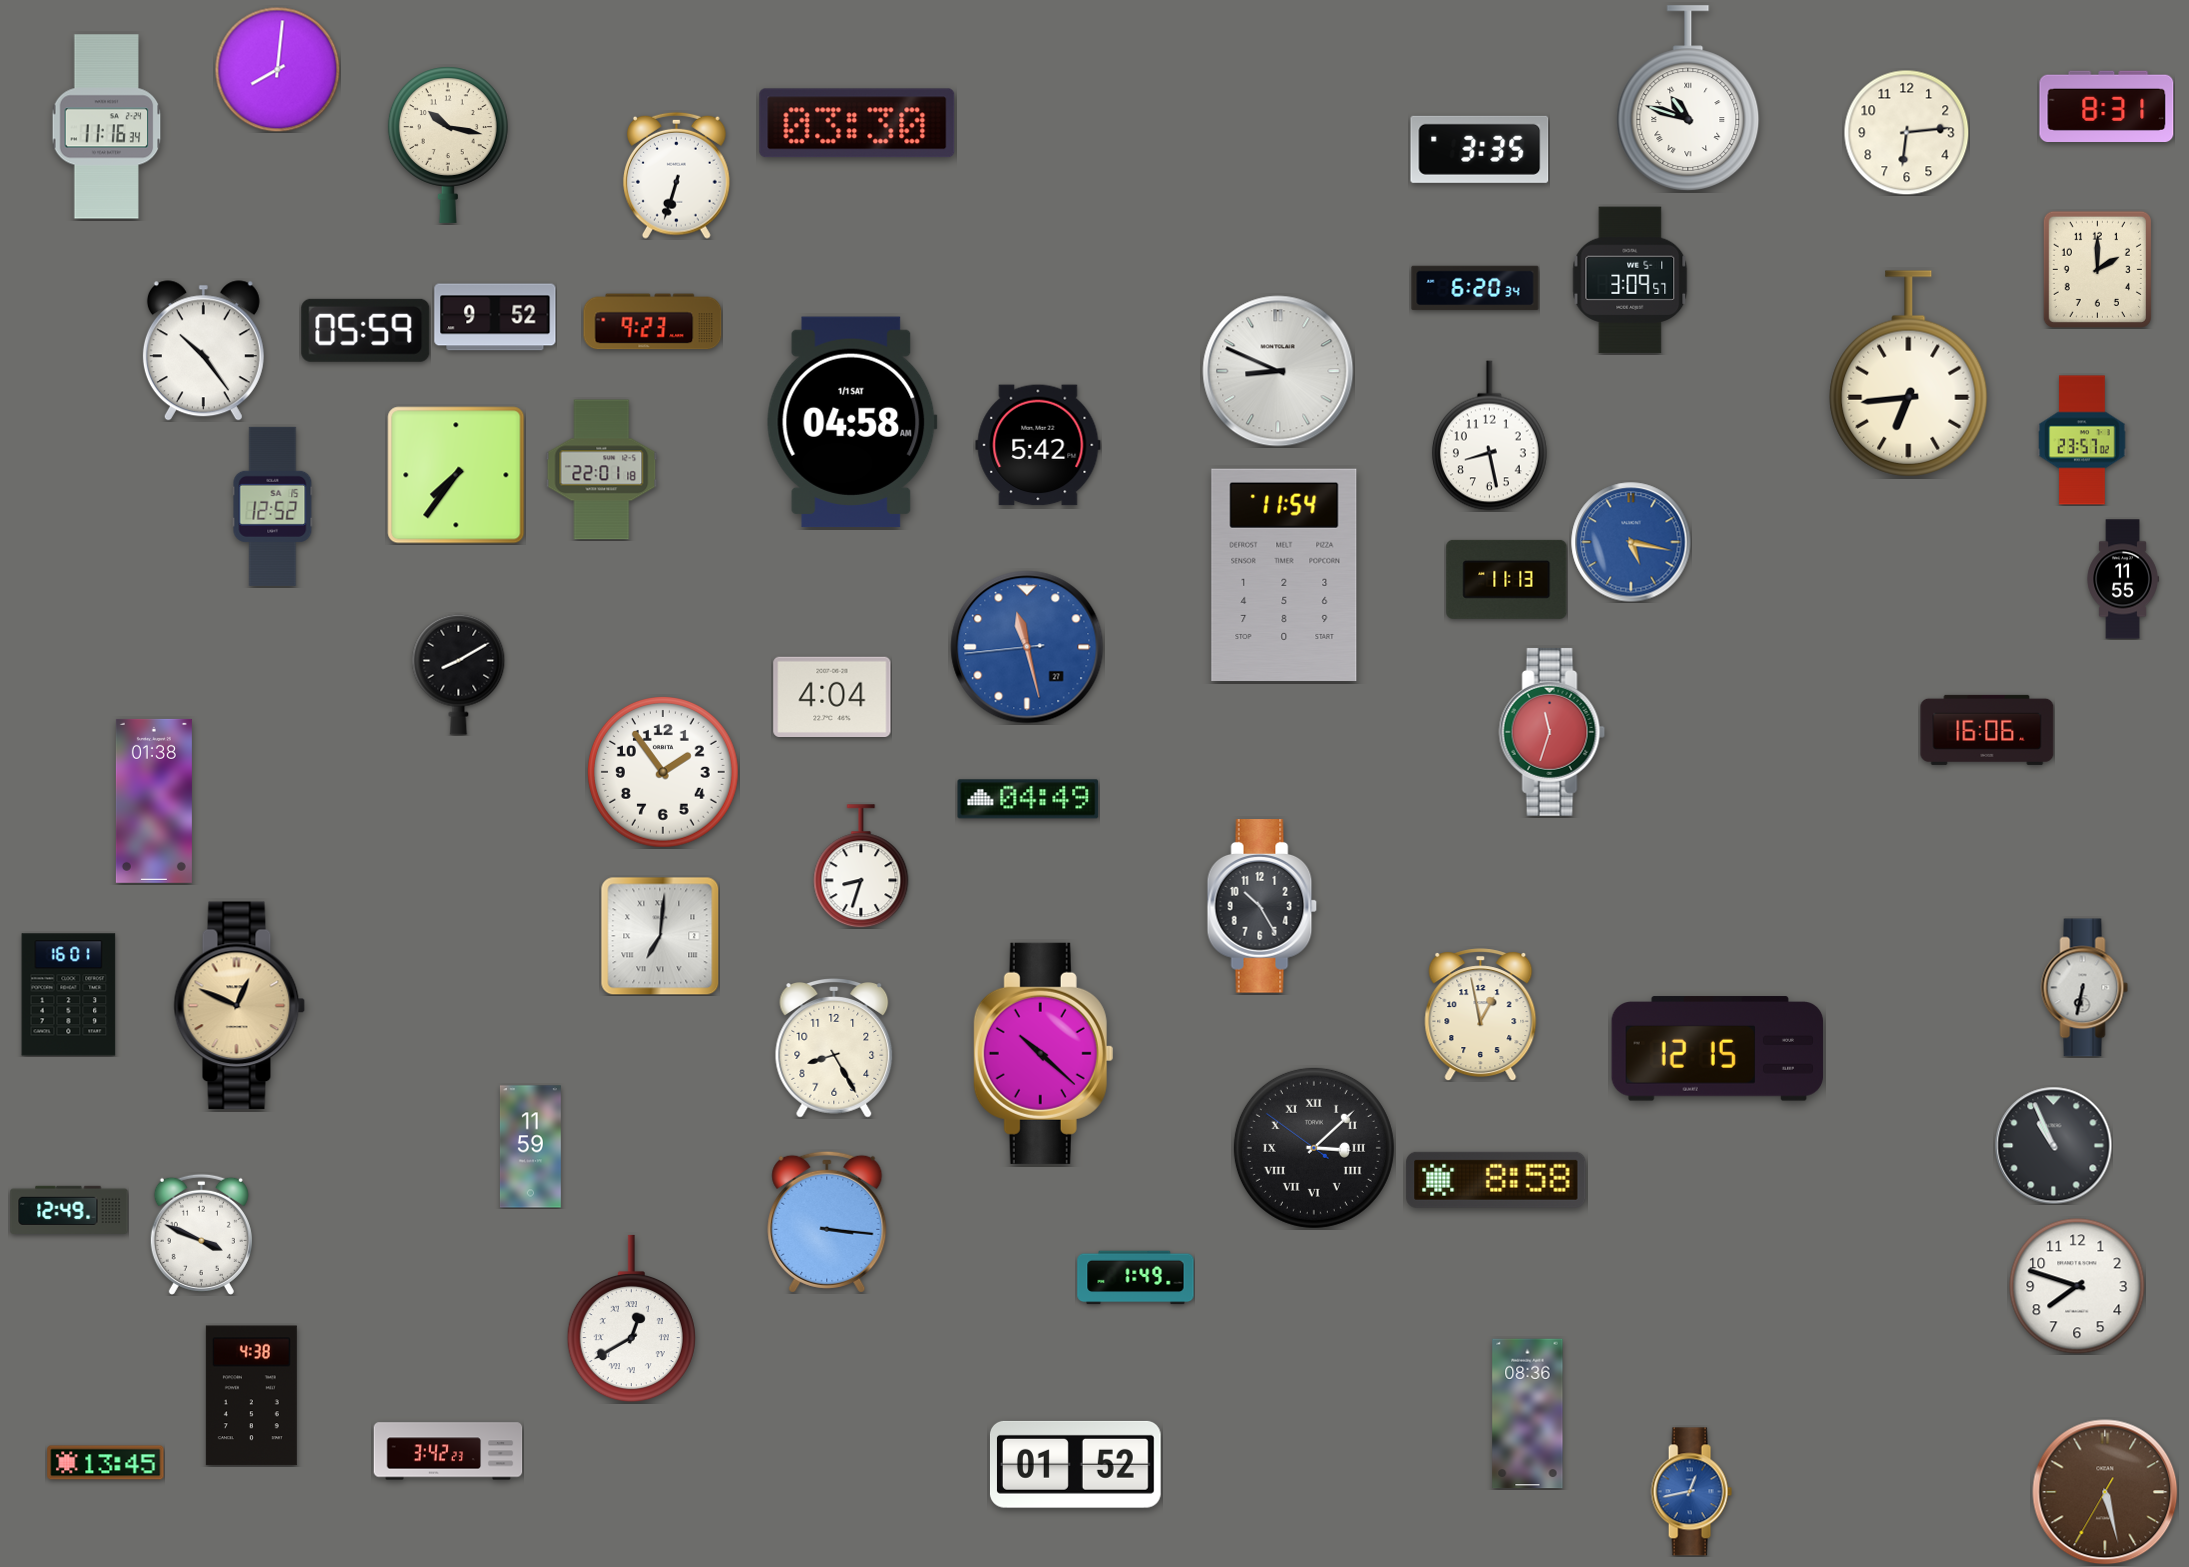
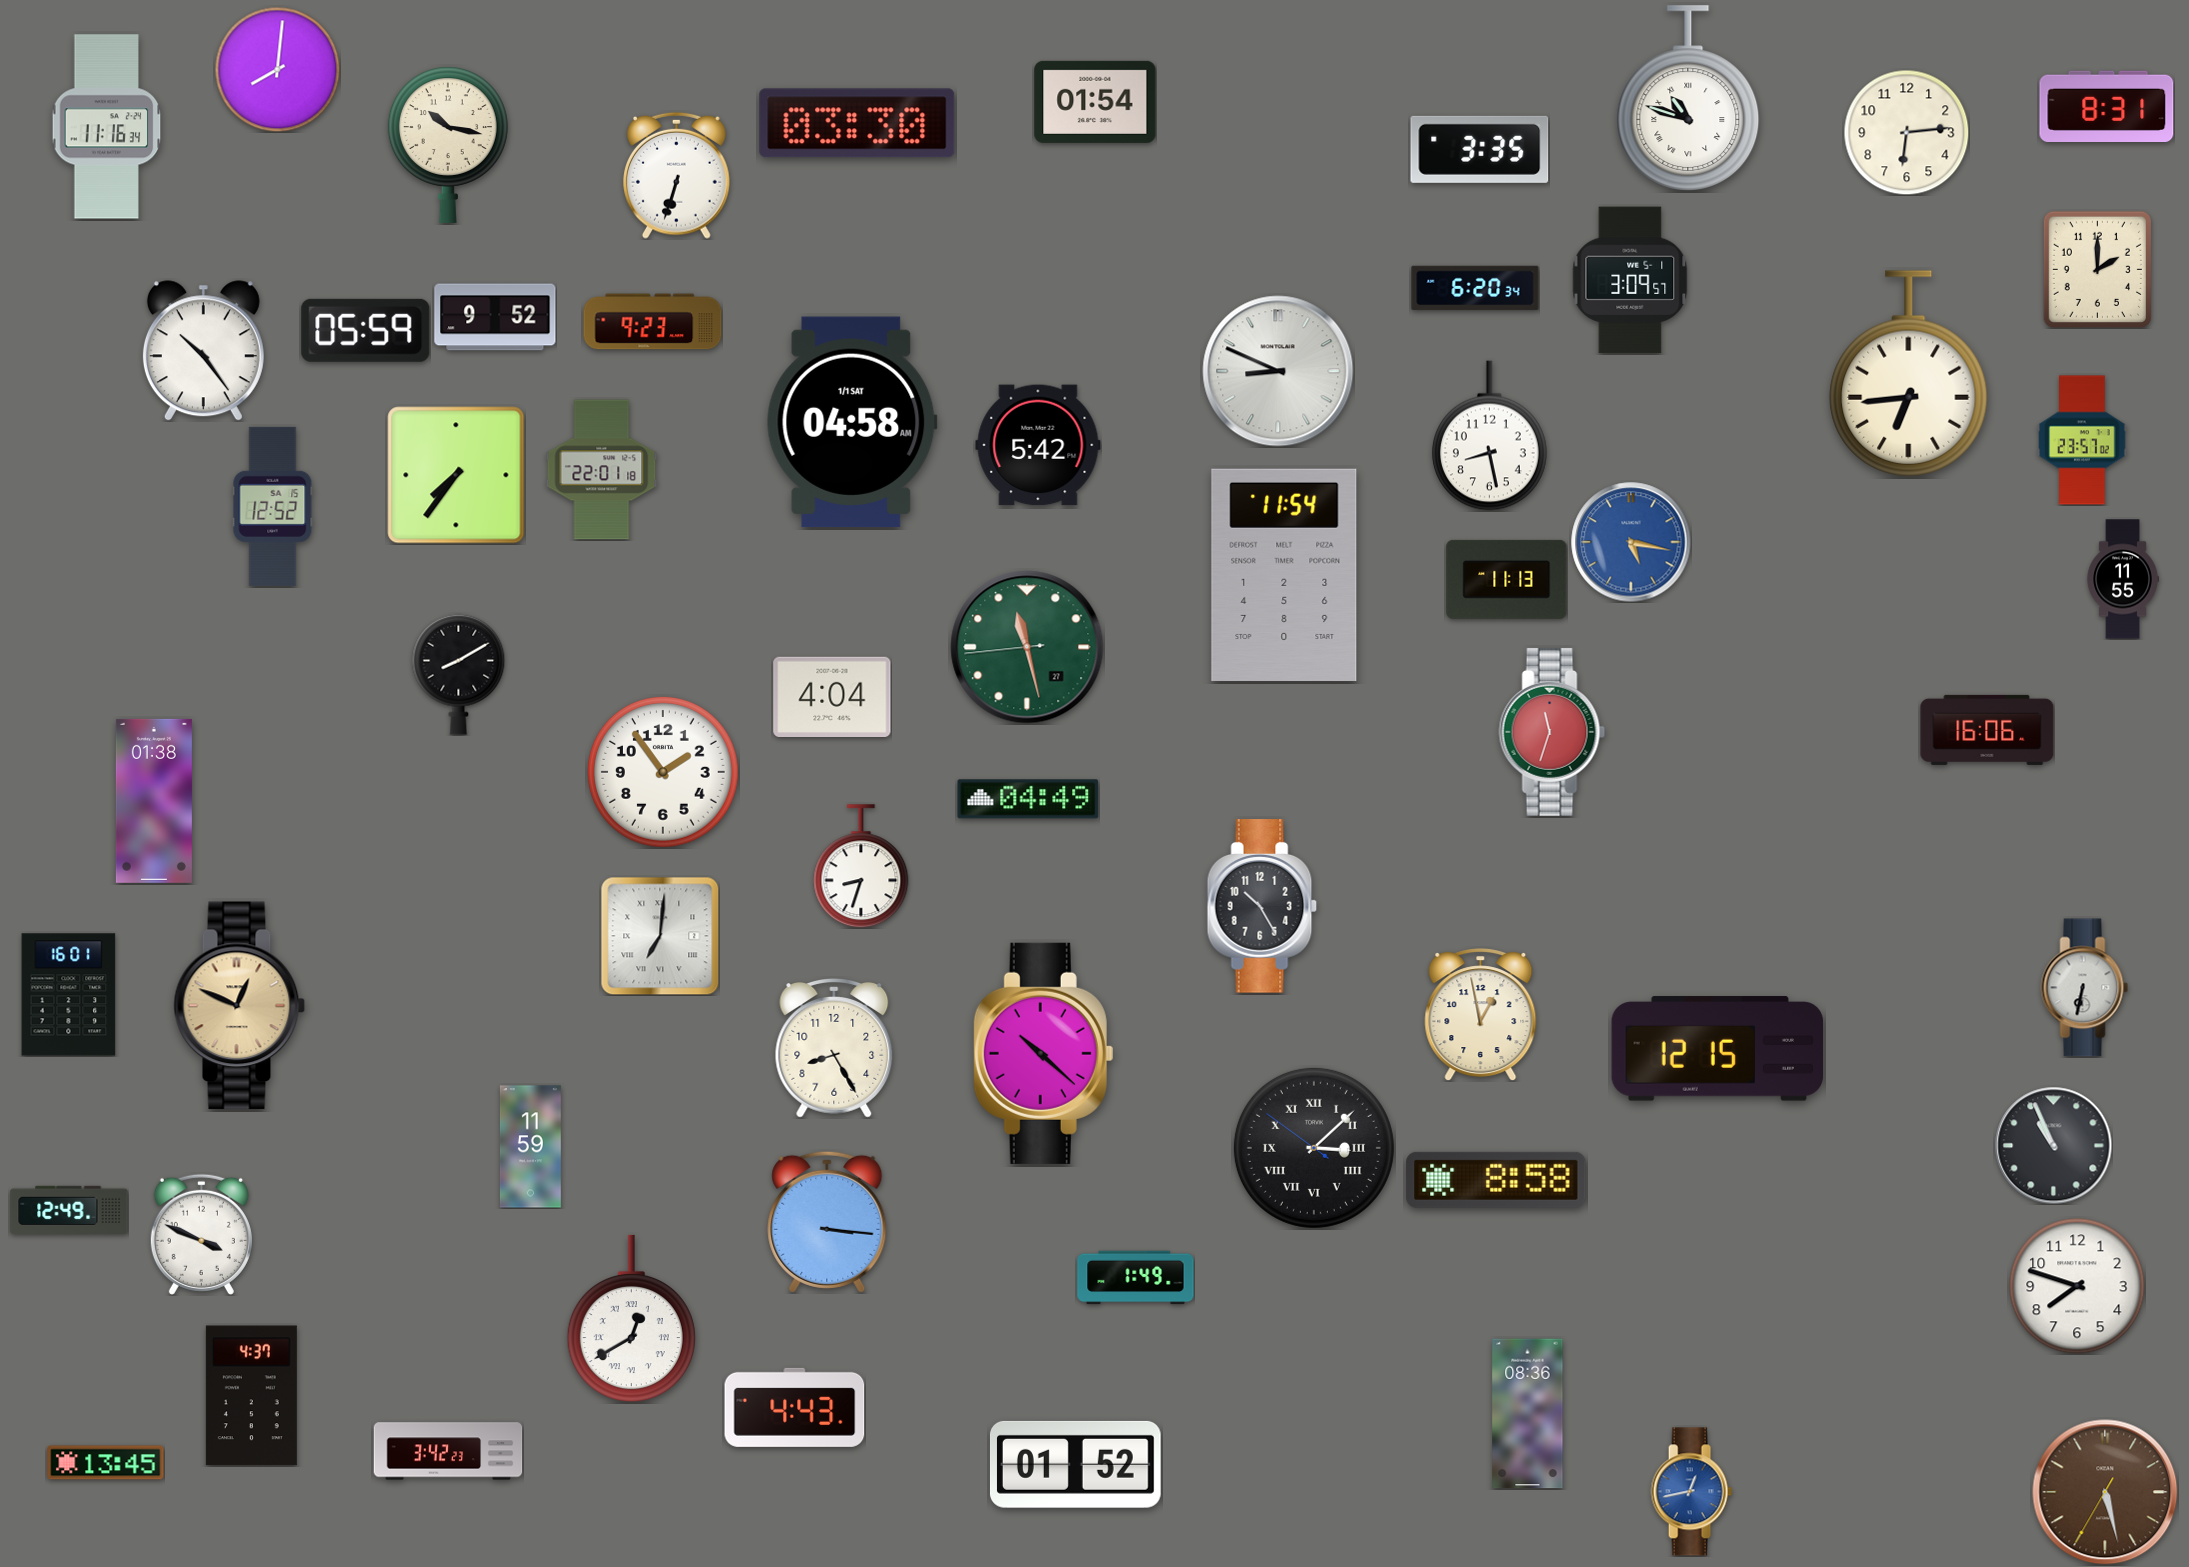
clock at (1095, 102): none -> 01:54
clock at (1027, 647) dial: blue -> green
clock at (251, 1396): 4:38 -> 4:37
clock at (795, 1407): none -> 4:43
